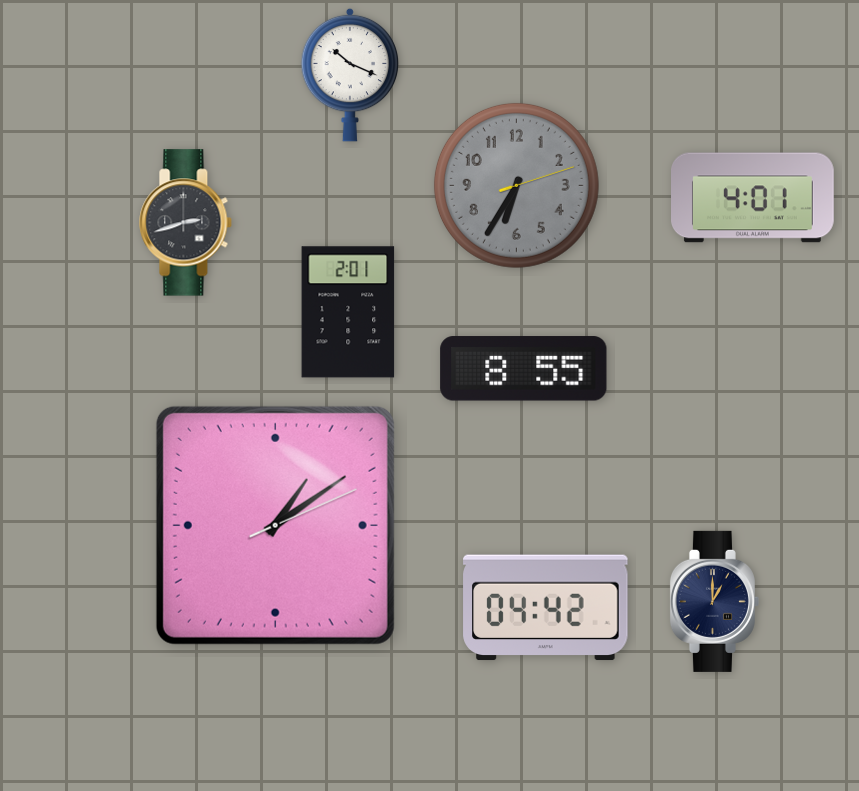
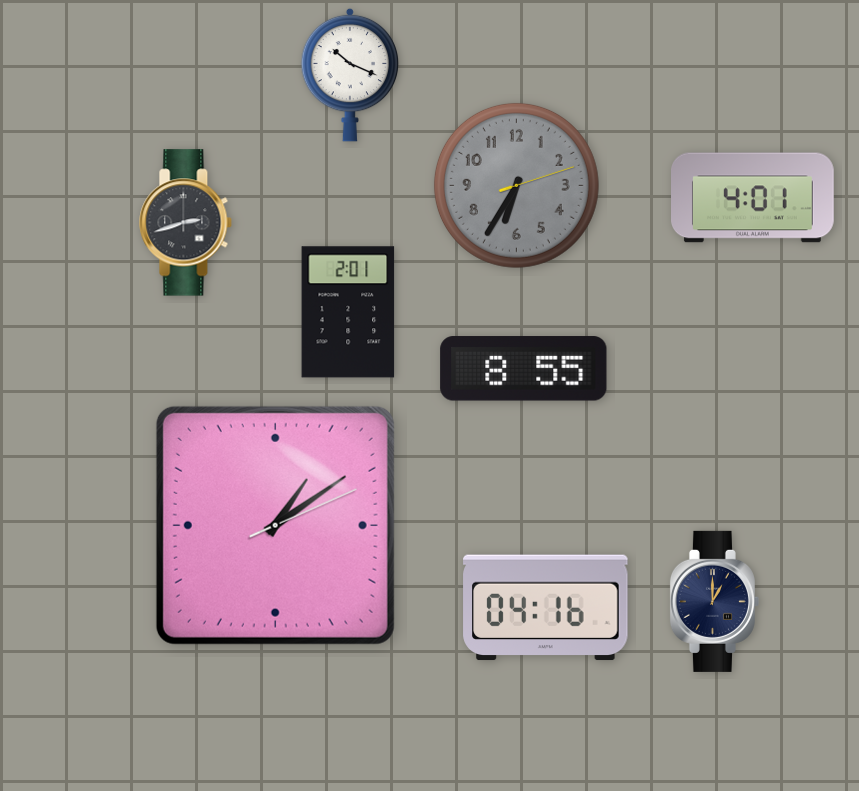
clock at (546, 608): 04:42 -> 04:16
